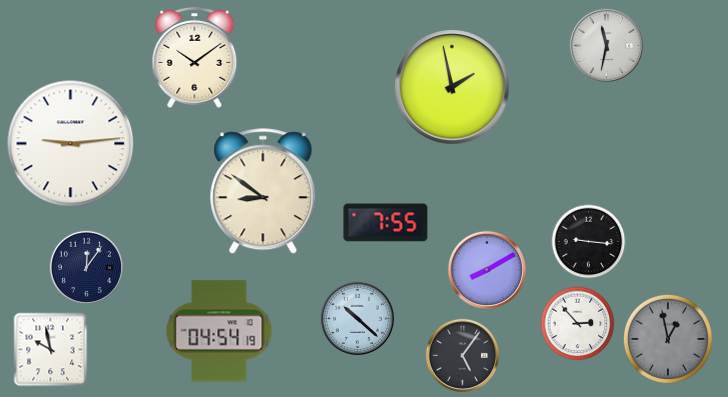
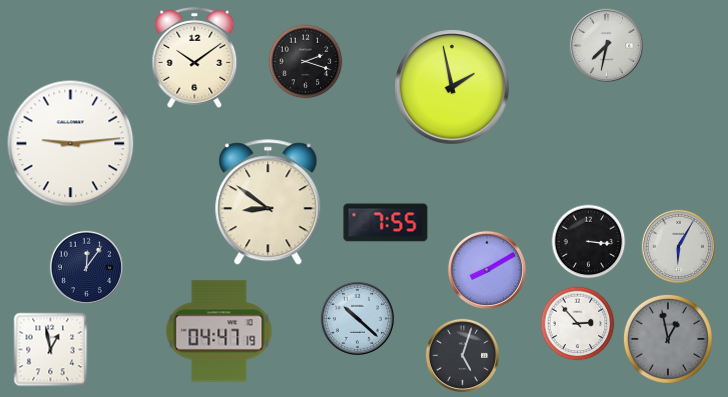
clock at (606, 45): 11:32 -> 7:32
clock at (306, 62): none -> 2:18
clock at (263, 192) position: (263, 192) -> (268, 203)
clock at (589, 242): 9:16 -> 3:16
clock at (678, 246): none -> 6:05
clock at (219, 331): 04:54 -> 04:47
clock at (51, 350): 9:58 -> 12:58
clock at (462, 355): 5:06 -> 5:03
